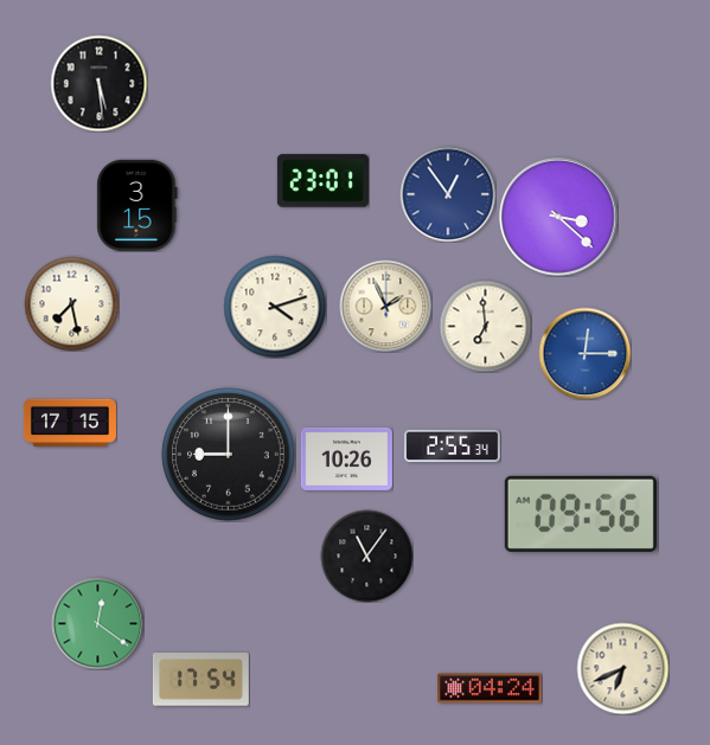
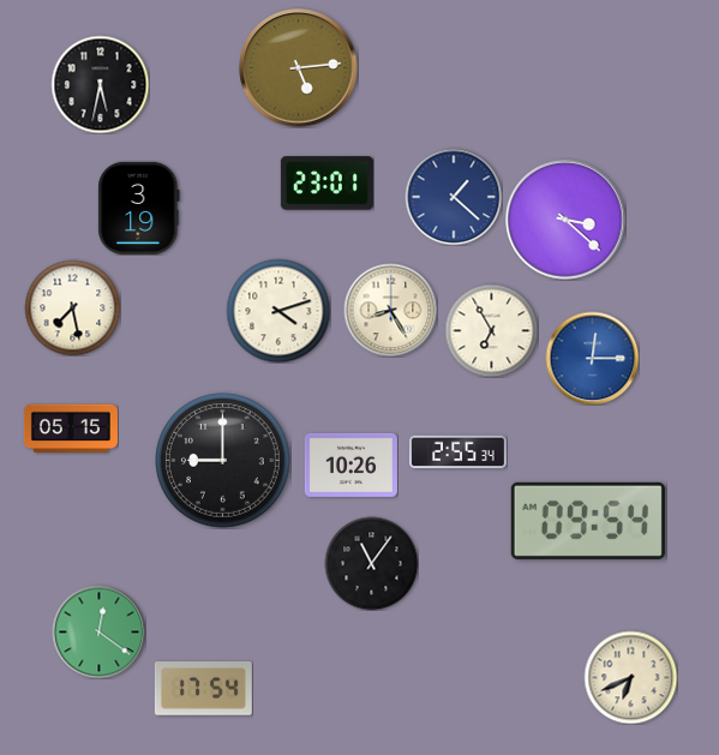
clock at (299, 68): none -> 5:14
clock at (98, 83): 5:29 -> 5:32
clock at (448, 194): 12:54 -> 1:22
clock at (137, 205): 3:15 -> 3:19
clock at (385, 306): 1:56 -> 8:25
clock at (485, 326): 6:59 -> 6:55
clock at (70, 423): 17:15 -> 05:15
clock at (229, 455) position: (229, 455) -> (223, 461)
clock at (581, 514): 09:56 -> 09:54
clock at (490, 688): 04:24 -> none
